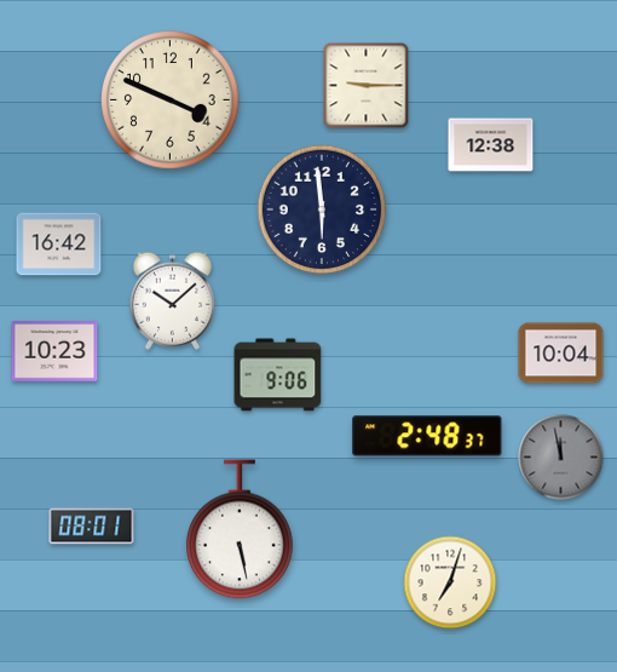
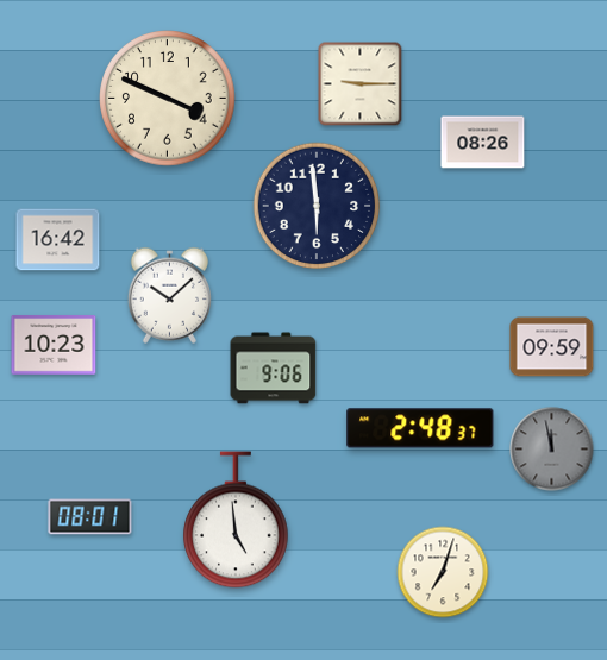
clock at (491, 145): 12:38 -> 08:26
clock at (561, 354): 10:04 -> 09:59
clock at (240, 529): 5:28 -> 4:59
